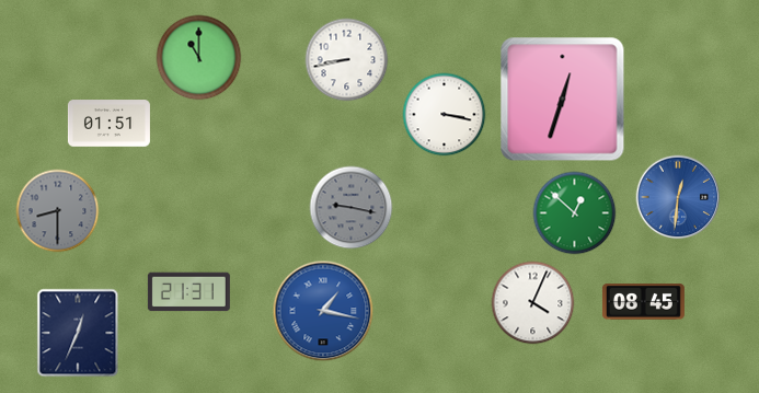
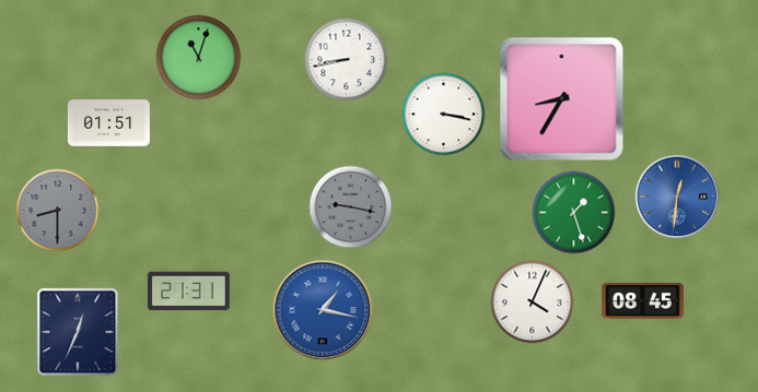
clock at (199, 58): 11:00 -> 11:03
clock at (563, 100): 12:33 -> 8:35
clock at (575, 213): 12:52 -> 1:27
